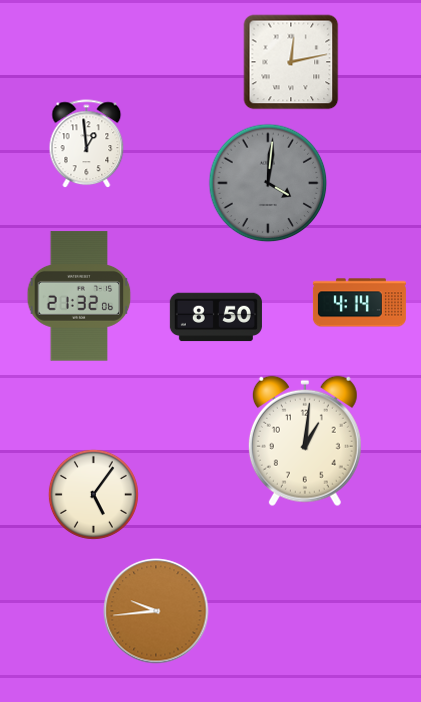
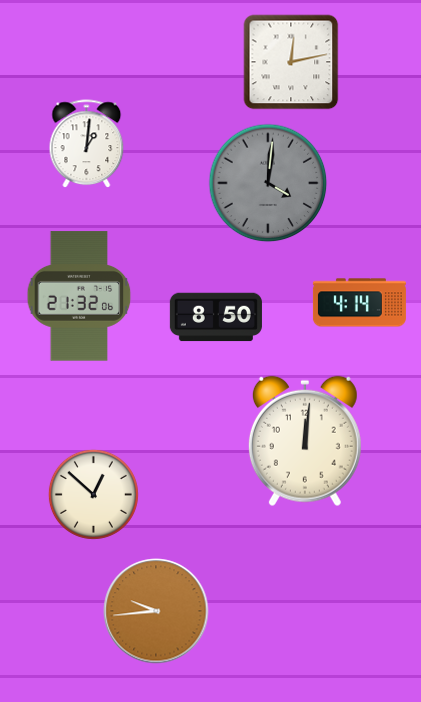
clock at (87, 144): 12:59 -> 1:01
clock at (305, 441): 1:01 -> 12:01
clock at (93, 494): 5:06 -> 12:52
